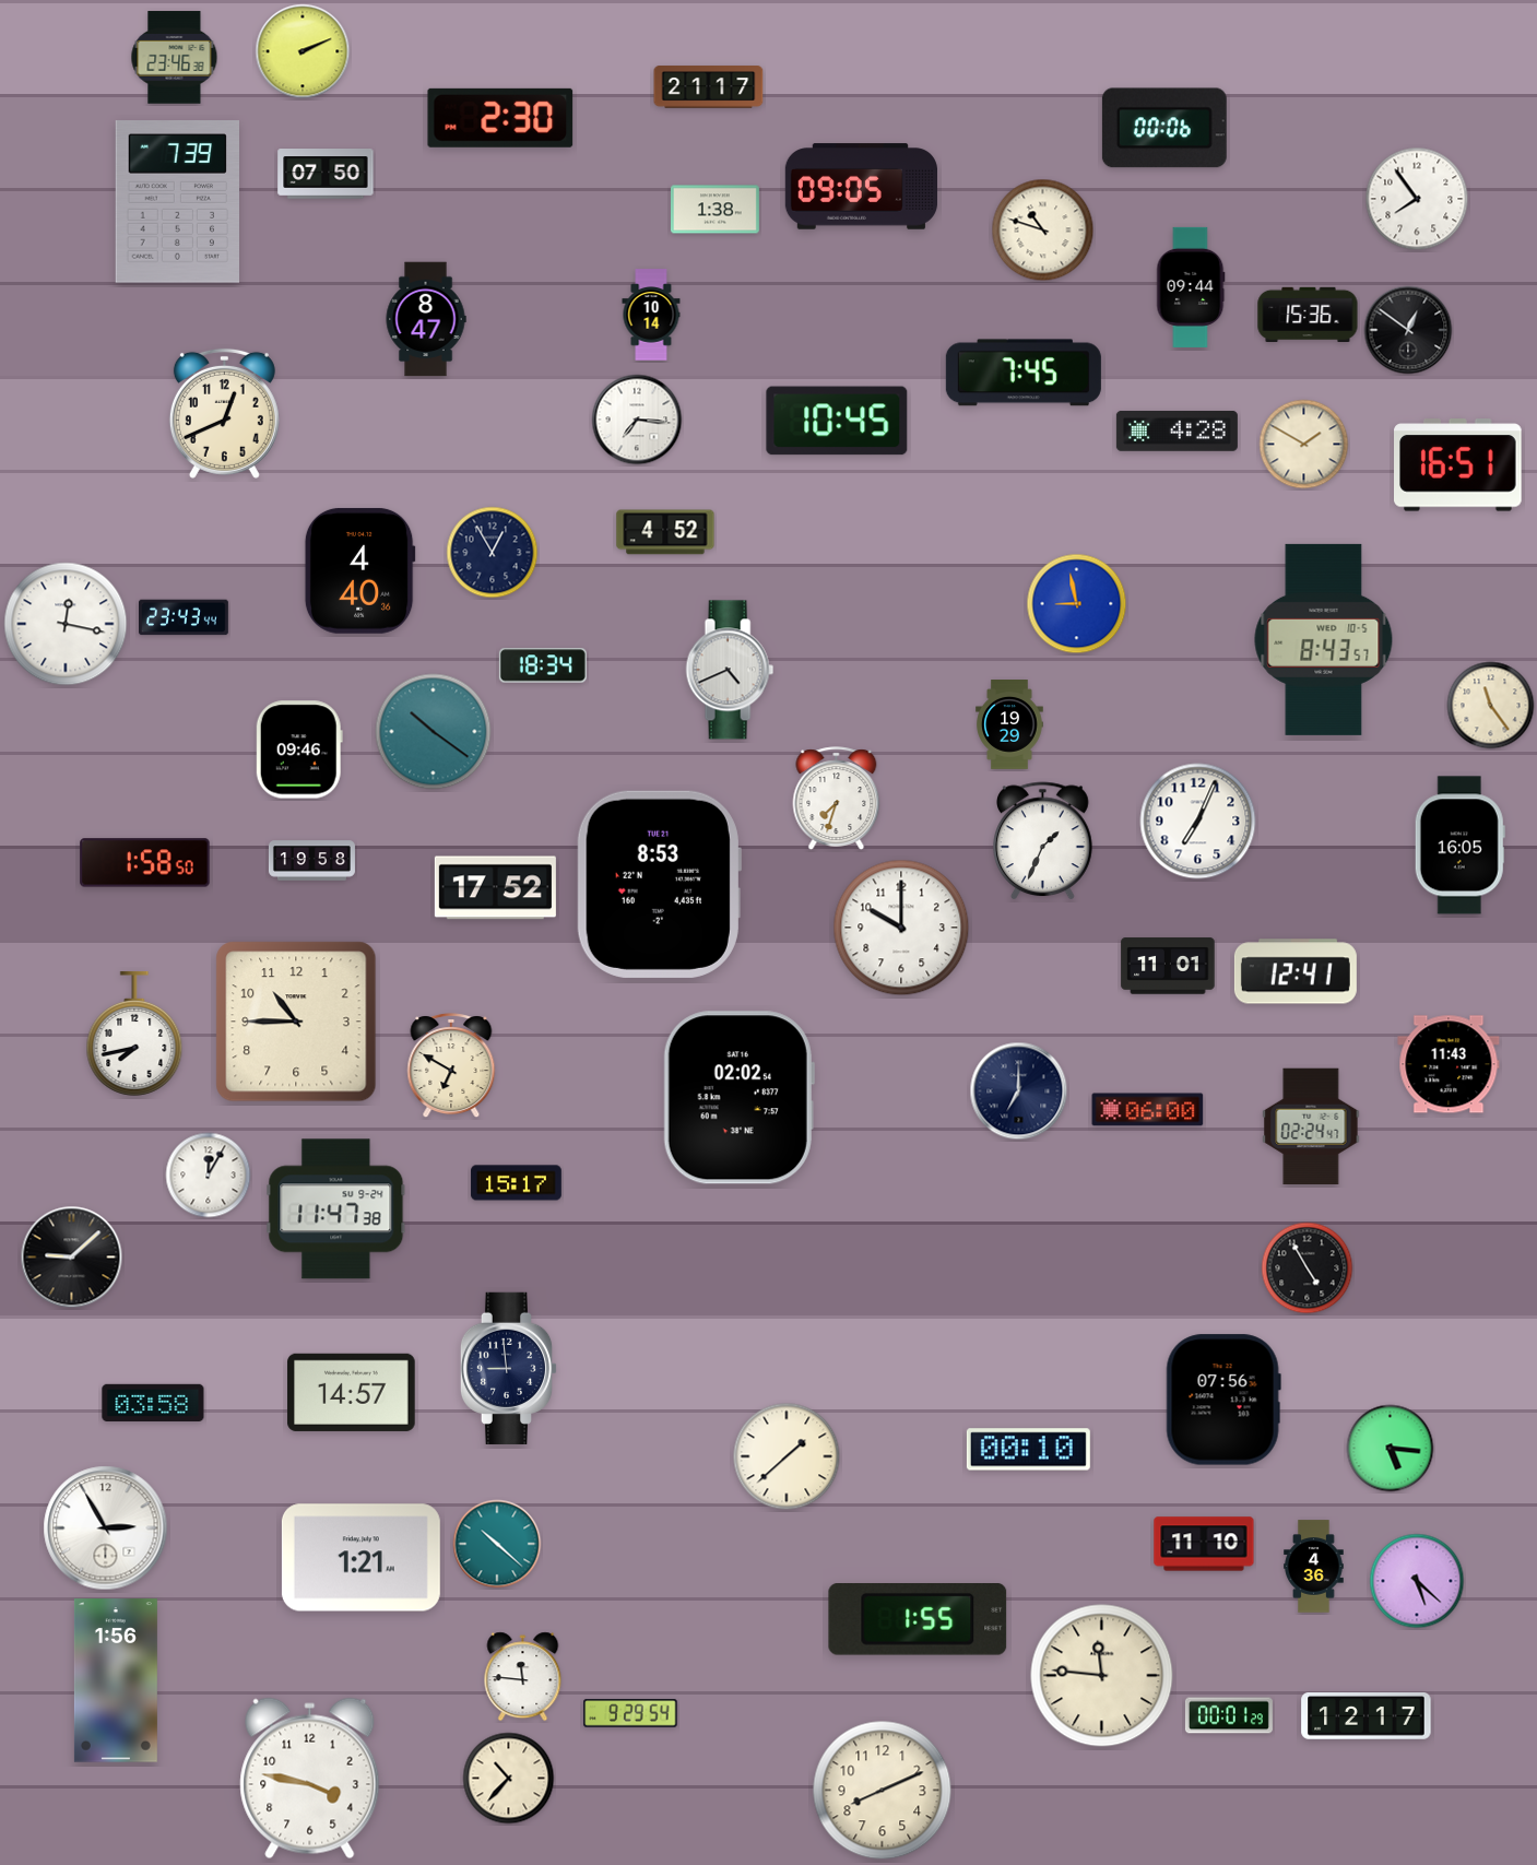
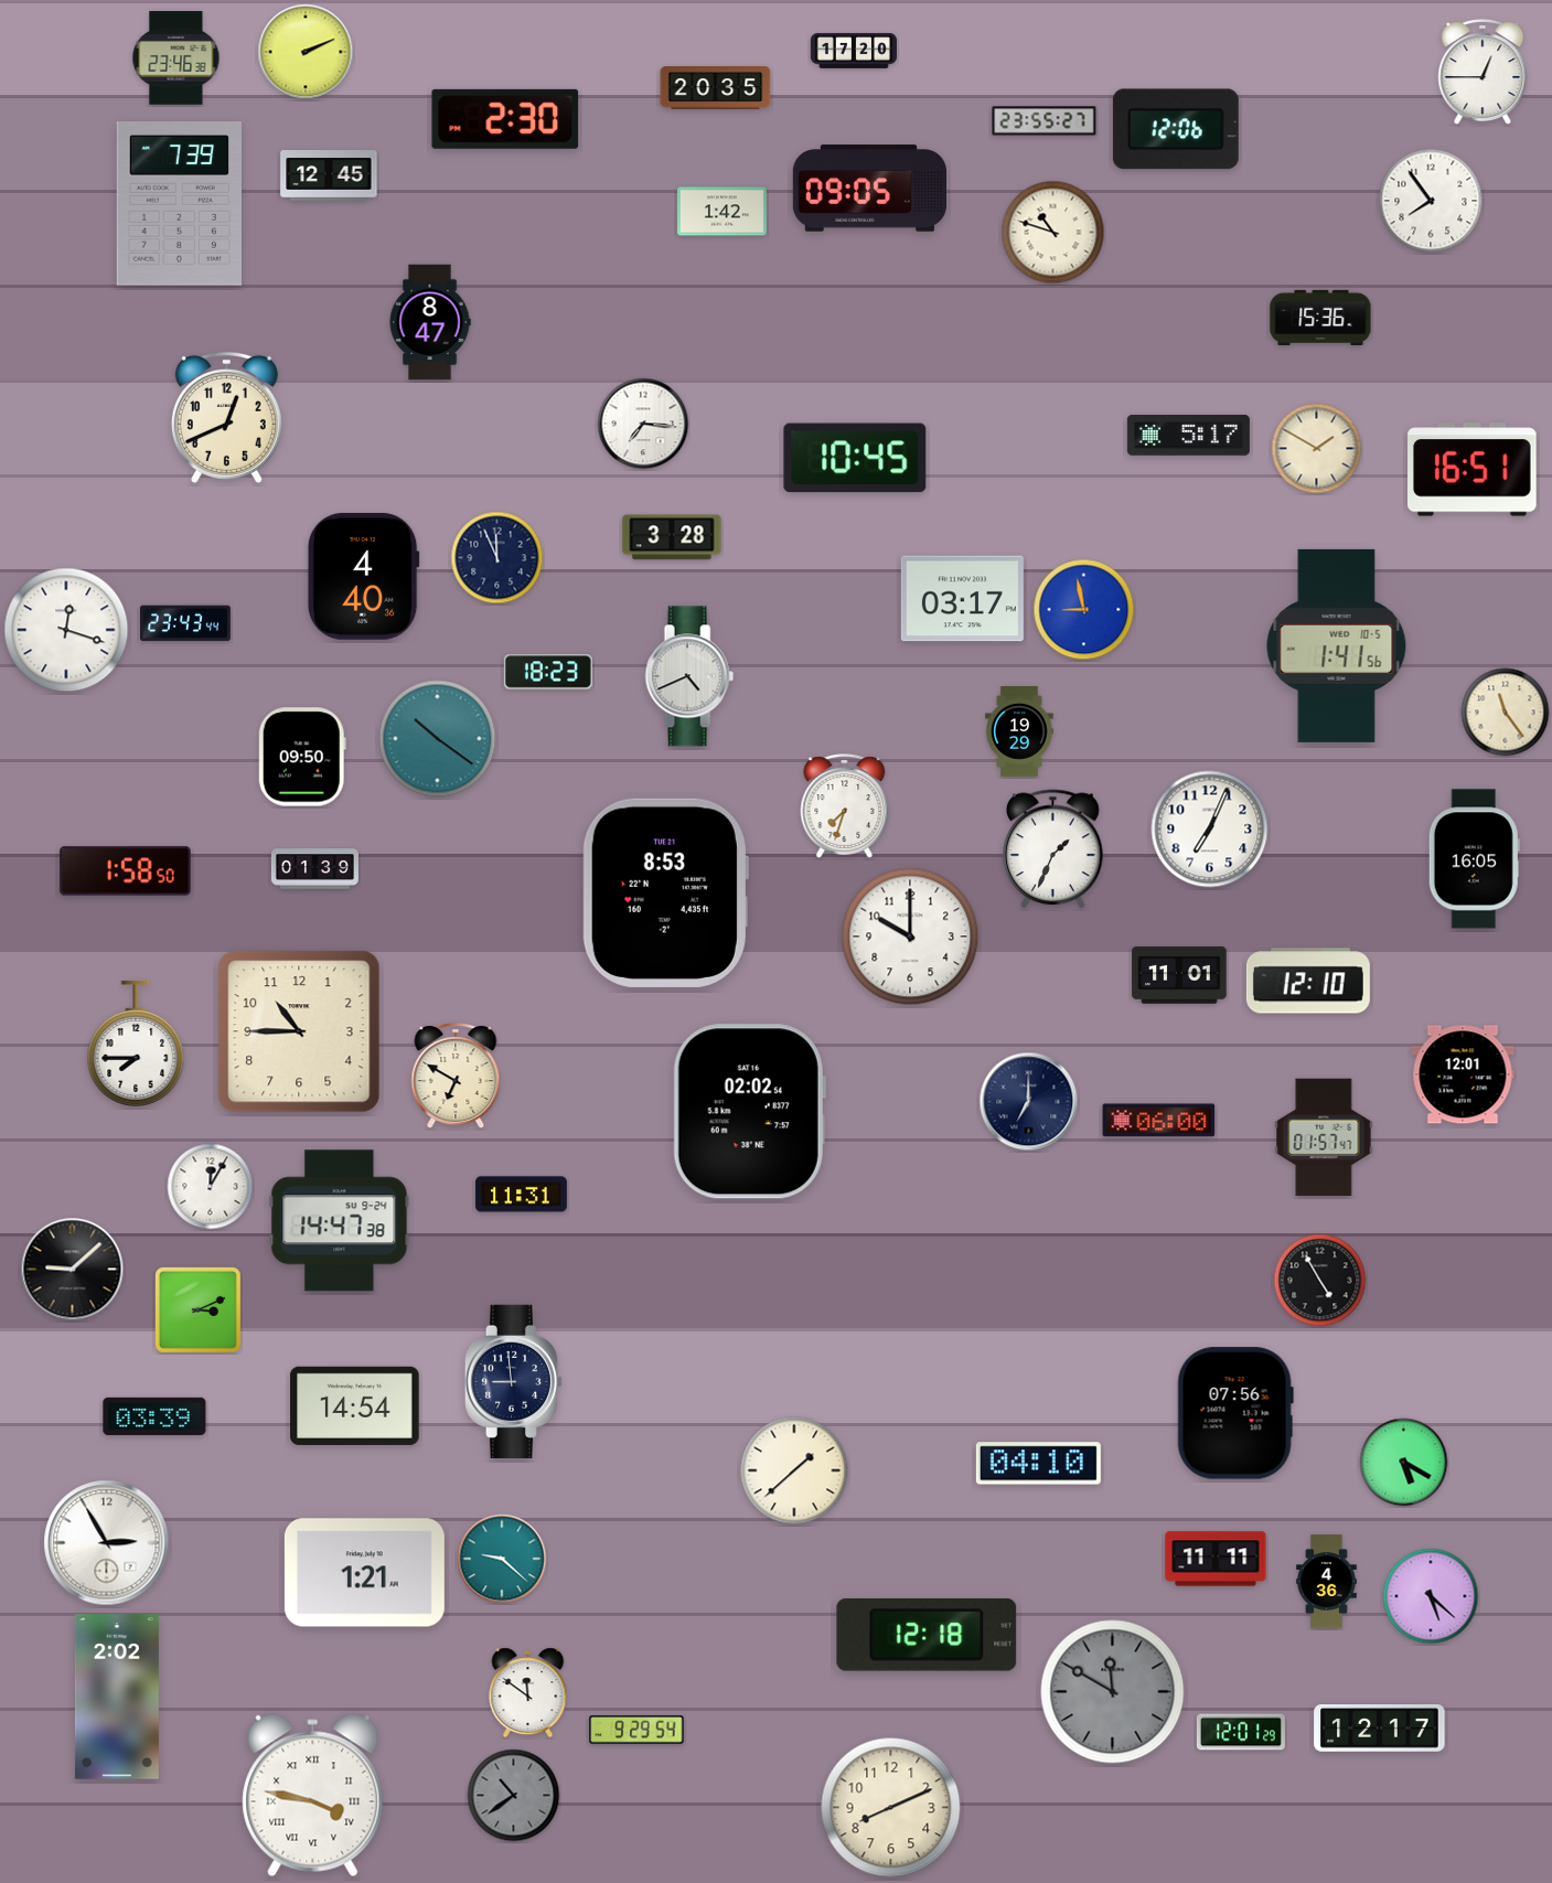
clock at (854, 51): none -> 17:20
clock at (1483, 73): none -> 12:45
clock at (709, 87): 21:17 -> 20:35
clock at (1045, 121): none -> 23:55
clock at (1164, 128): 00:06 -> 12:06
clock at (326, 174): 07:50 -> 12:45
clock at (714, 210): 1:38 -> 1:42
clock at (1191, 287): 09:44 -> none
clock at (651, 315): 10:14 -> none
clock at (1408, 330): 12:51 -> none
clock at (1024, 373): 7:45 -> none
clock at (837, 421) position: (837, 421) -> (855, 458)
clock at (1177, 430): 4:28 -> 5:17
clock at (665, 532): 4:52 -> 3:28
clock at (493, 553): 12:55 -> 11:56
clock at (962, 599): none -> 03:17
clock at (1077, 604) position: (1077, 604) -> (1084, 610)
clock at (66, 624): 12:17 -> 12:18
clock at (1324, 639): 8:43 -> 1:41
clock at (543, 665): 18:34 -> 18:23
clock at (730, 670) position: (730, 670) -> (689, 676)
clock at (299, 749): 09:46 -> 09:50
clock at (1459, 846) position: (1459, 846) -> (1474, 859)
clock at (311, 861): 19:58 -> 01:39
clock at (145, 863) position: (145, 863) -> (126, 871)
clock at (495, 888): 17:52 -> none
clock at (1296, 971): 12:41 -> 12:10
clock at (134, 1034): 7:43 -> 7:45
clock at (1449, 1064): 11:43 -> 12:01
clock at (738, 1098) position: (738, 1098) -> (749, 1112)
clock at (1311, 1126): 02:24 -> 01:57
clock at (517, 1183): 15:17 -> 11:31
clock at (336, 1209): 11:47 -> 14:47
clock at (197, 1309): none -> 3:11
clock at (352, 1392): 14:57 -> 14:54
clock at (153, 1403): 03:58 -> 03:39
clock at (1391, 1449): 5:16 -> 5:20
clock at (1028, 1450): 00:10 -> 04:10
clock at (497, 1544): 10:22 -> 9:22
clock at (1204, 1544): 11:10 -> 11:11
clock at (918, 1619): 1:55 -> 12:18
clock at (1102, 1676): 11:46 -> 11:50
clock at (1102, 1676) dial: cream -> grey
clock at (523, 1677): 11:46 -> 11:51
clock at (116, 1680): 1:56 -> 2:02
clock at (1229, 1715): 00:01 -> 12:01
clock at (1367, 1716) position: (1367, 1716) -> (1380, 1729)
clock at (310, 1779) numerals: Arabic -> Roman
clock at (509, 1779): 10:37 -> 10:39
clock at (509, 1779) dial: cream -> grey
